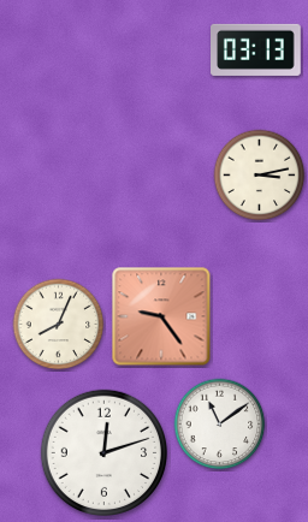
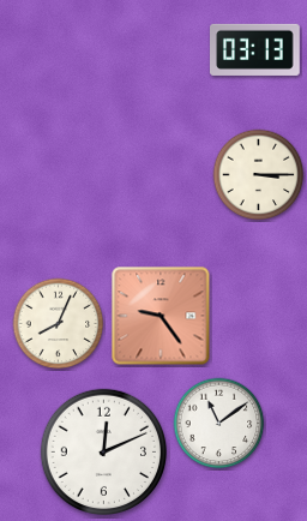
clock at (260, 176): 3:13 -> 3:15
clock at (103, 452): 12:12 -> 12:11
